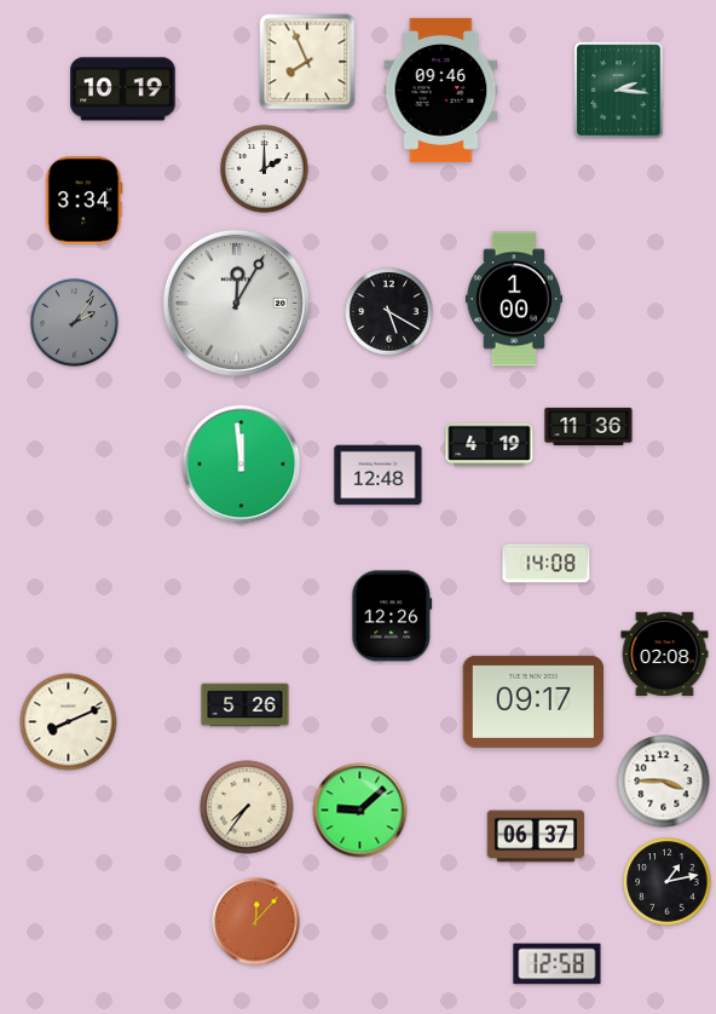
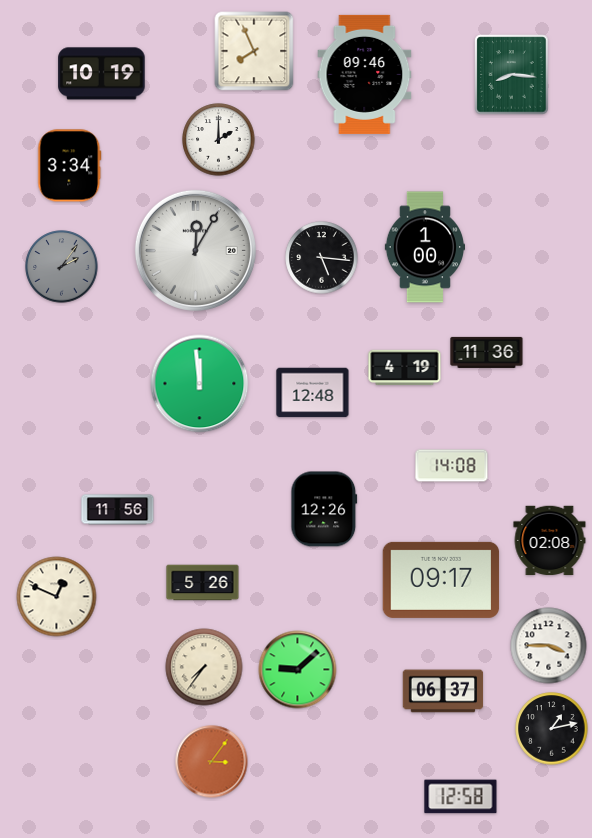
clock at (619, 91): 2:16 -> 8:16
clock at (389, 312): 5:20 -> 5:16
clock at (118, 510): none -> 11:56
clock at (69, 722): 8:11 -> 12:49
clock at (256, 922): 12:07 -> 3:06
